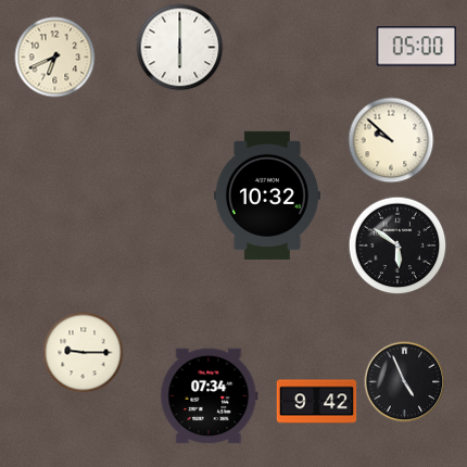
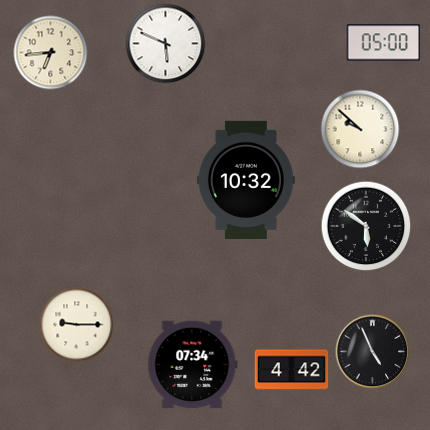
clock at (180, 48): 6:00 -> 5:49
clock at (55, 58): 6:41 -> 6:44
clock at (317, 402): 9:42 -> 4:42
